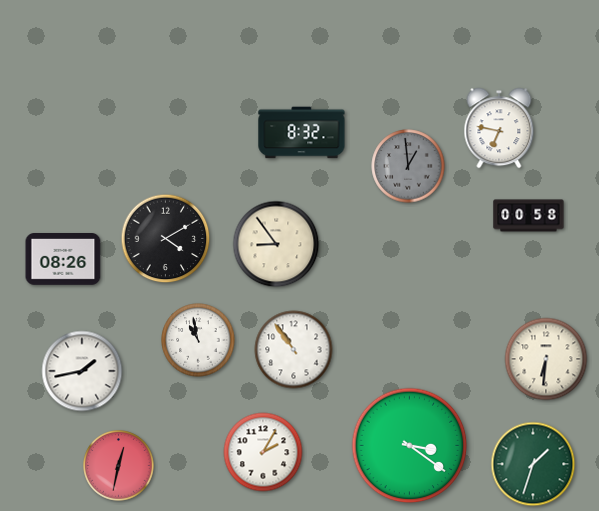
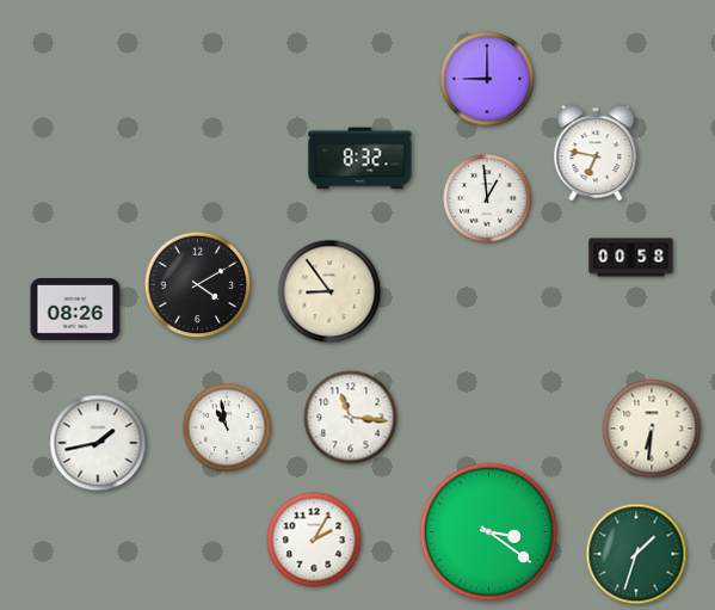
clock at (487, 79): none -> 9:00
clock at (408, 166) dial: grey -> white
clock at (198, 340) position: (198, 340) -> (227, 427)
clock at (294, 350): 10:54 -> 11:16
clock at (119, 466): 12:32 -> none
